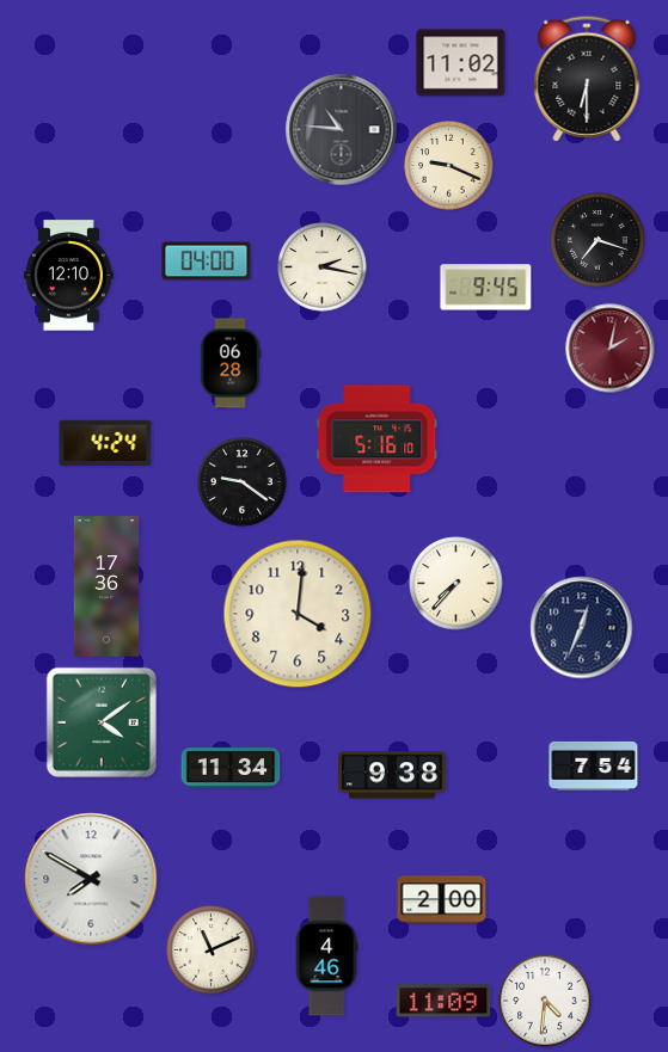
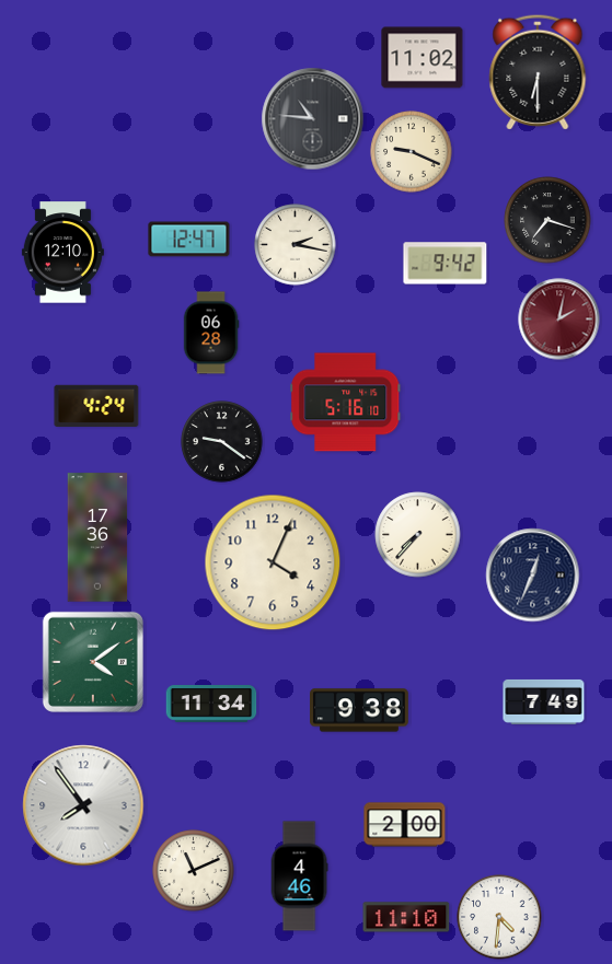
clock at (207, 262): 04:00 -> 12:47
clock at (486, 288): 9:45 -> 9:42
clock at (298, 614): 4:01 -> 4:04
clock at (594, 765): 7:54 -> 7:49
clock at (91, 879): 7:50 -> 7:54
clock at (443, 1001): 11:09 -> 11:10
